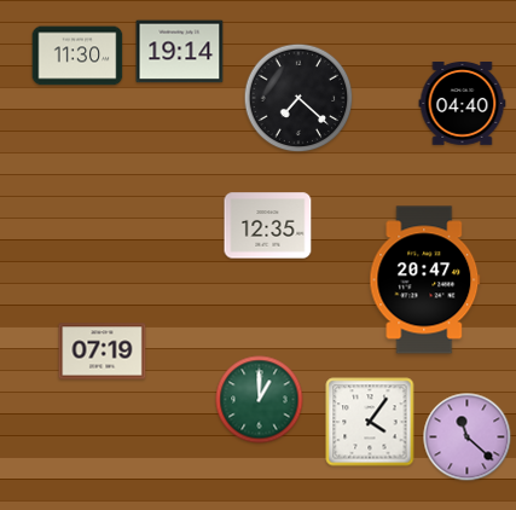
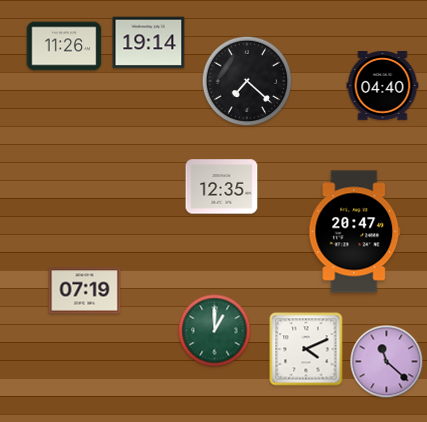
clock at (77, 56): 11:30 -> 11:26
clock at (425, 280) position: (425, 280) -> (355, 232)
clock at (370, 422): 4:06 -> 4:11
